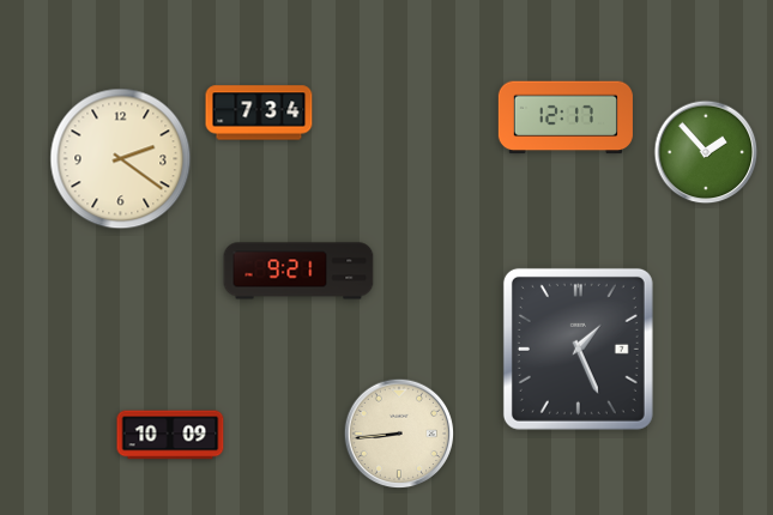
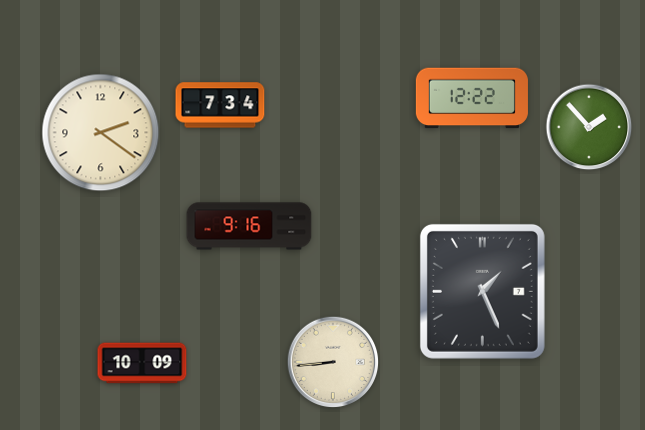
clock at (259, 113) position: (259, 113) -> (220, 105)
clock at (566, 117): 12:17 -> 12:22
clock at (298, 271): 9:21 -> 9:16
